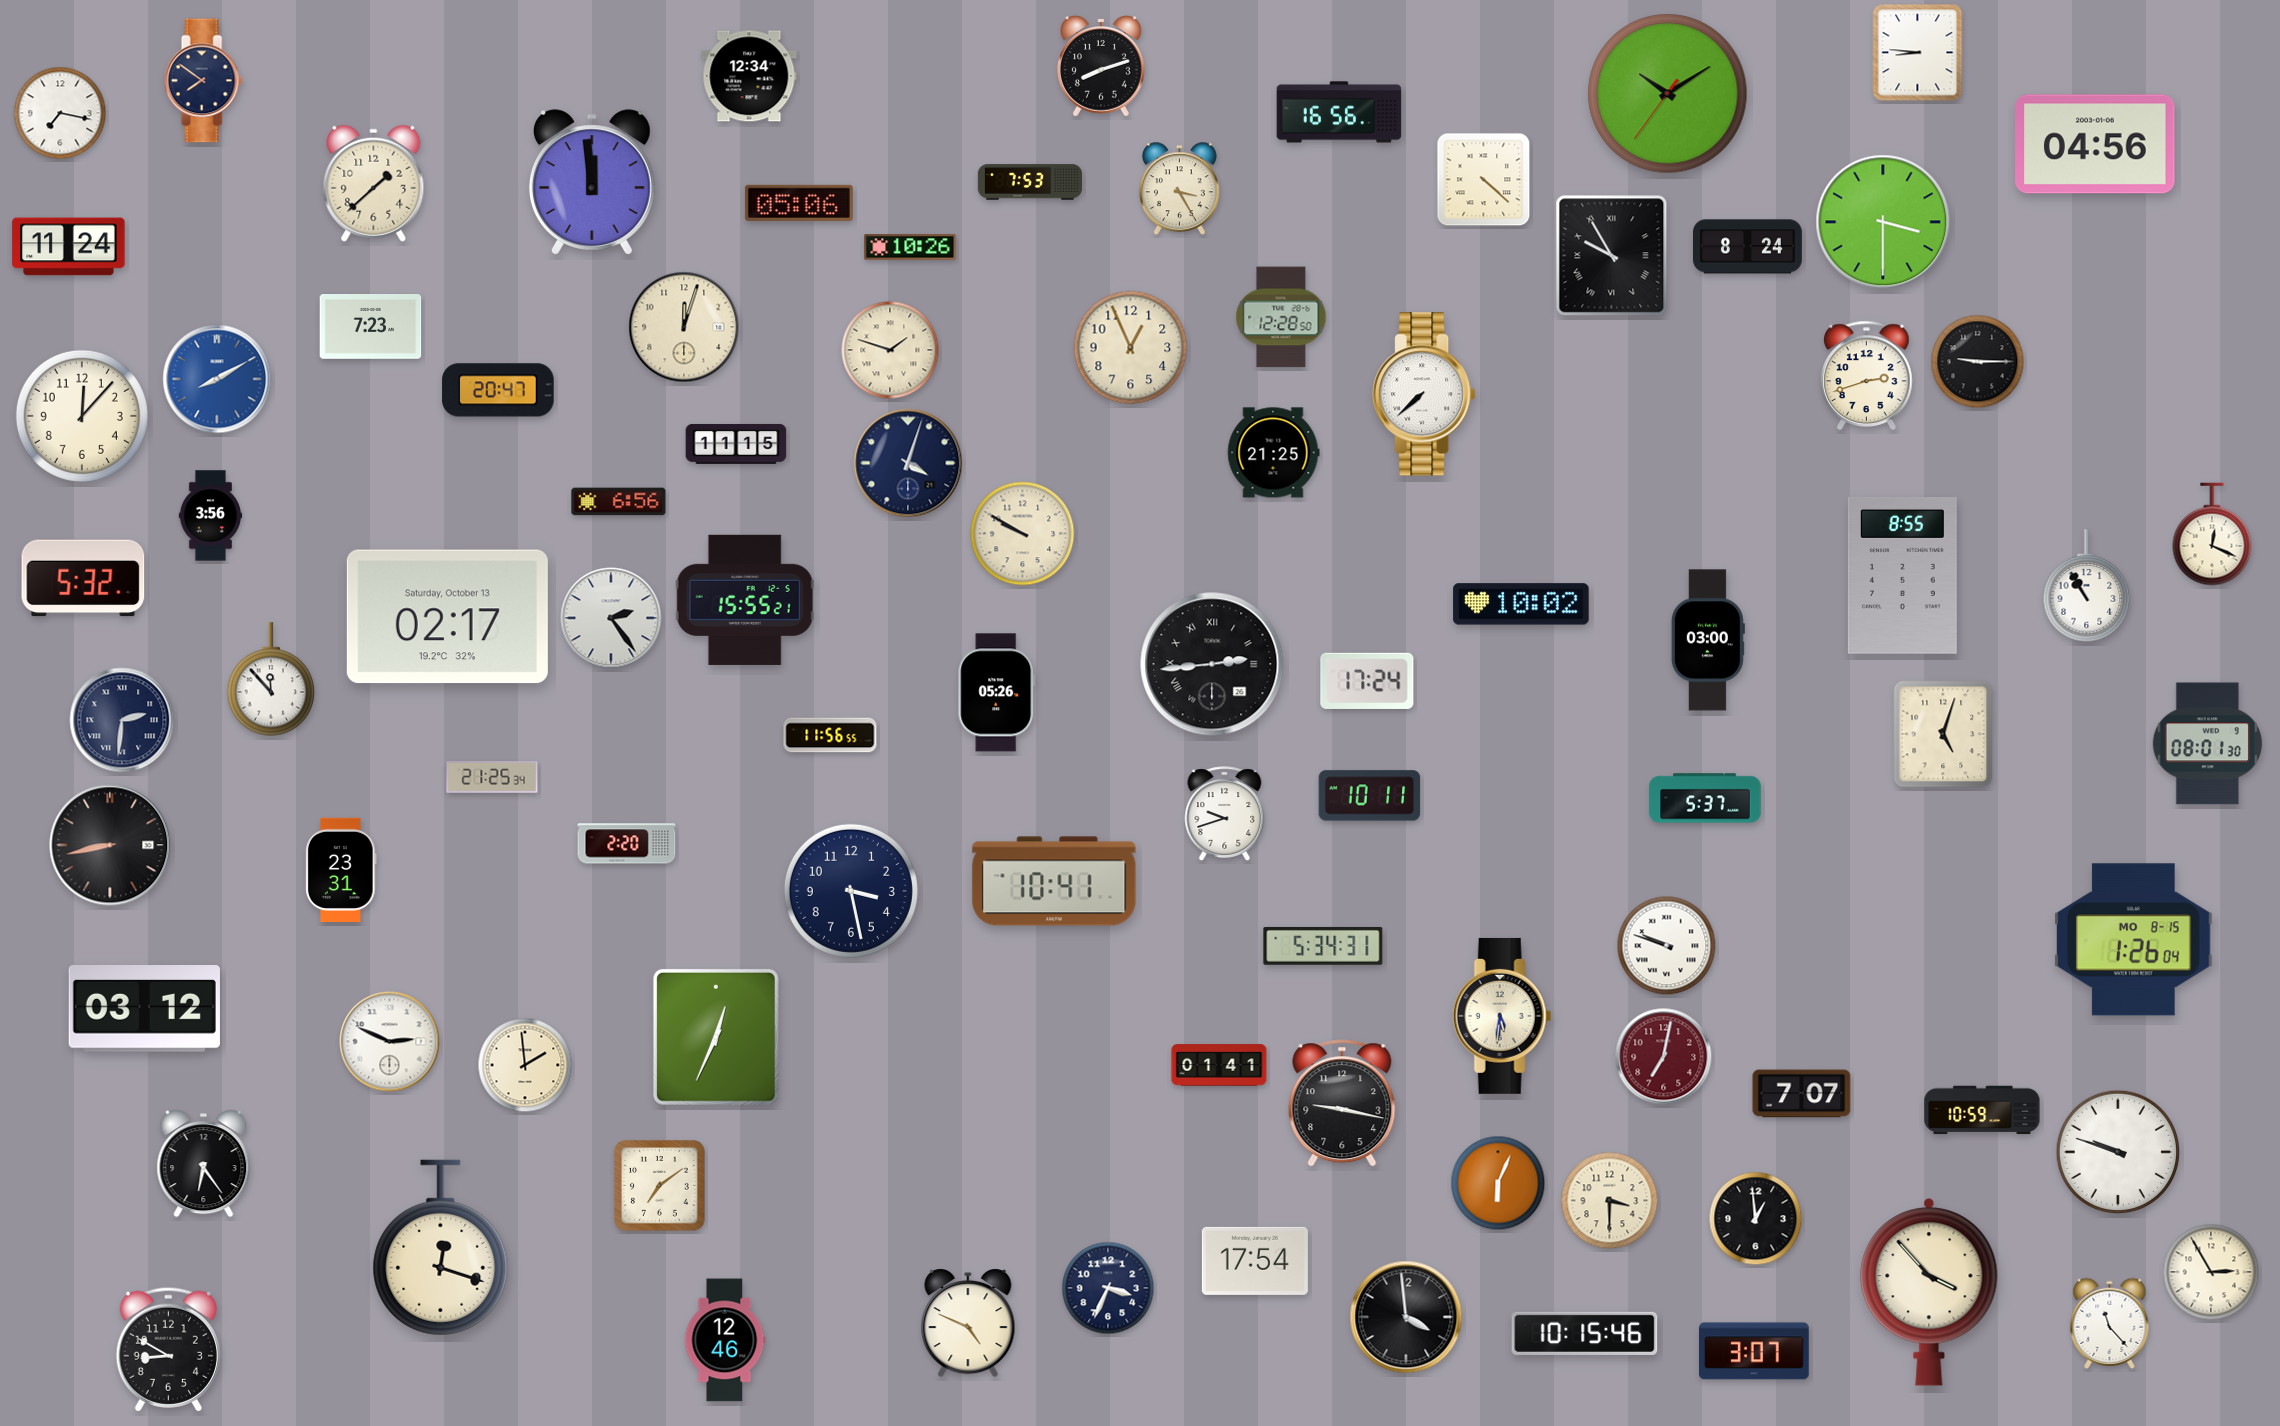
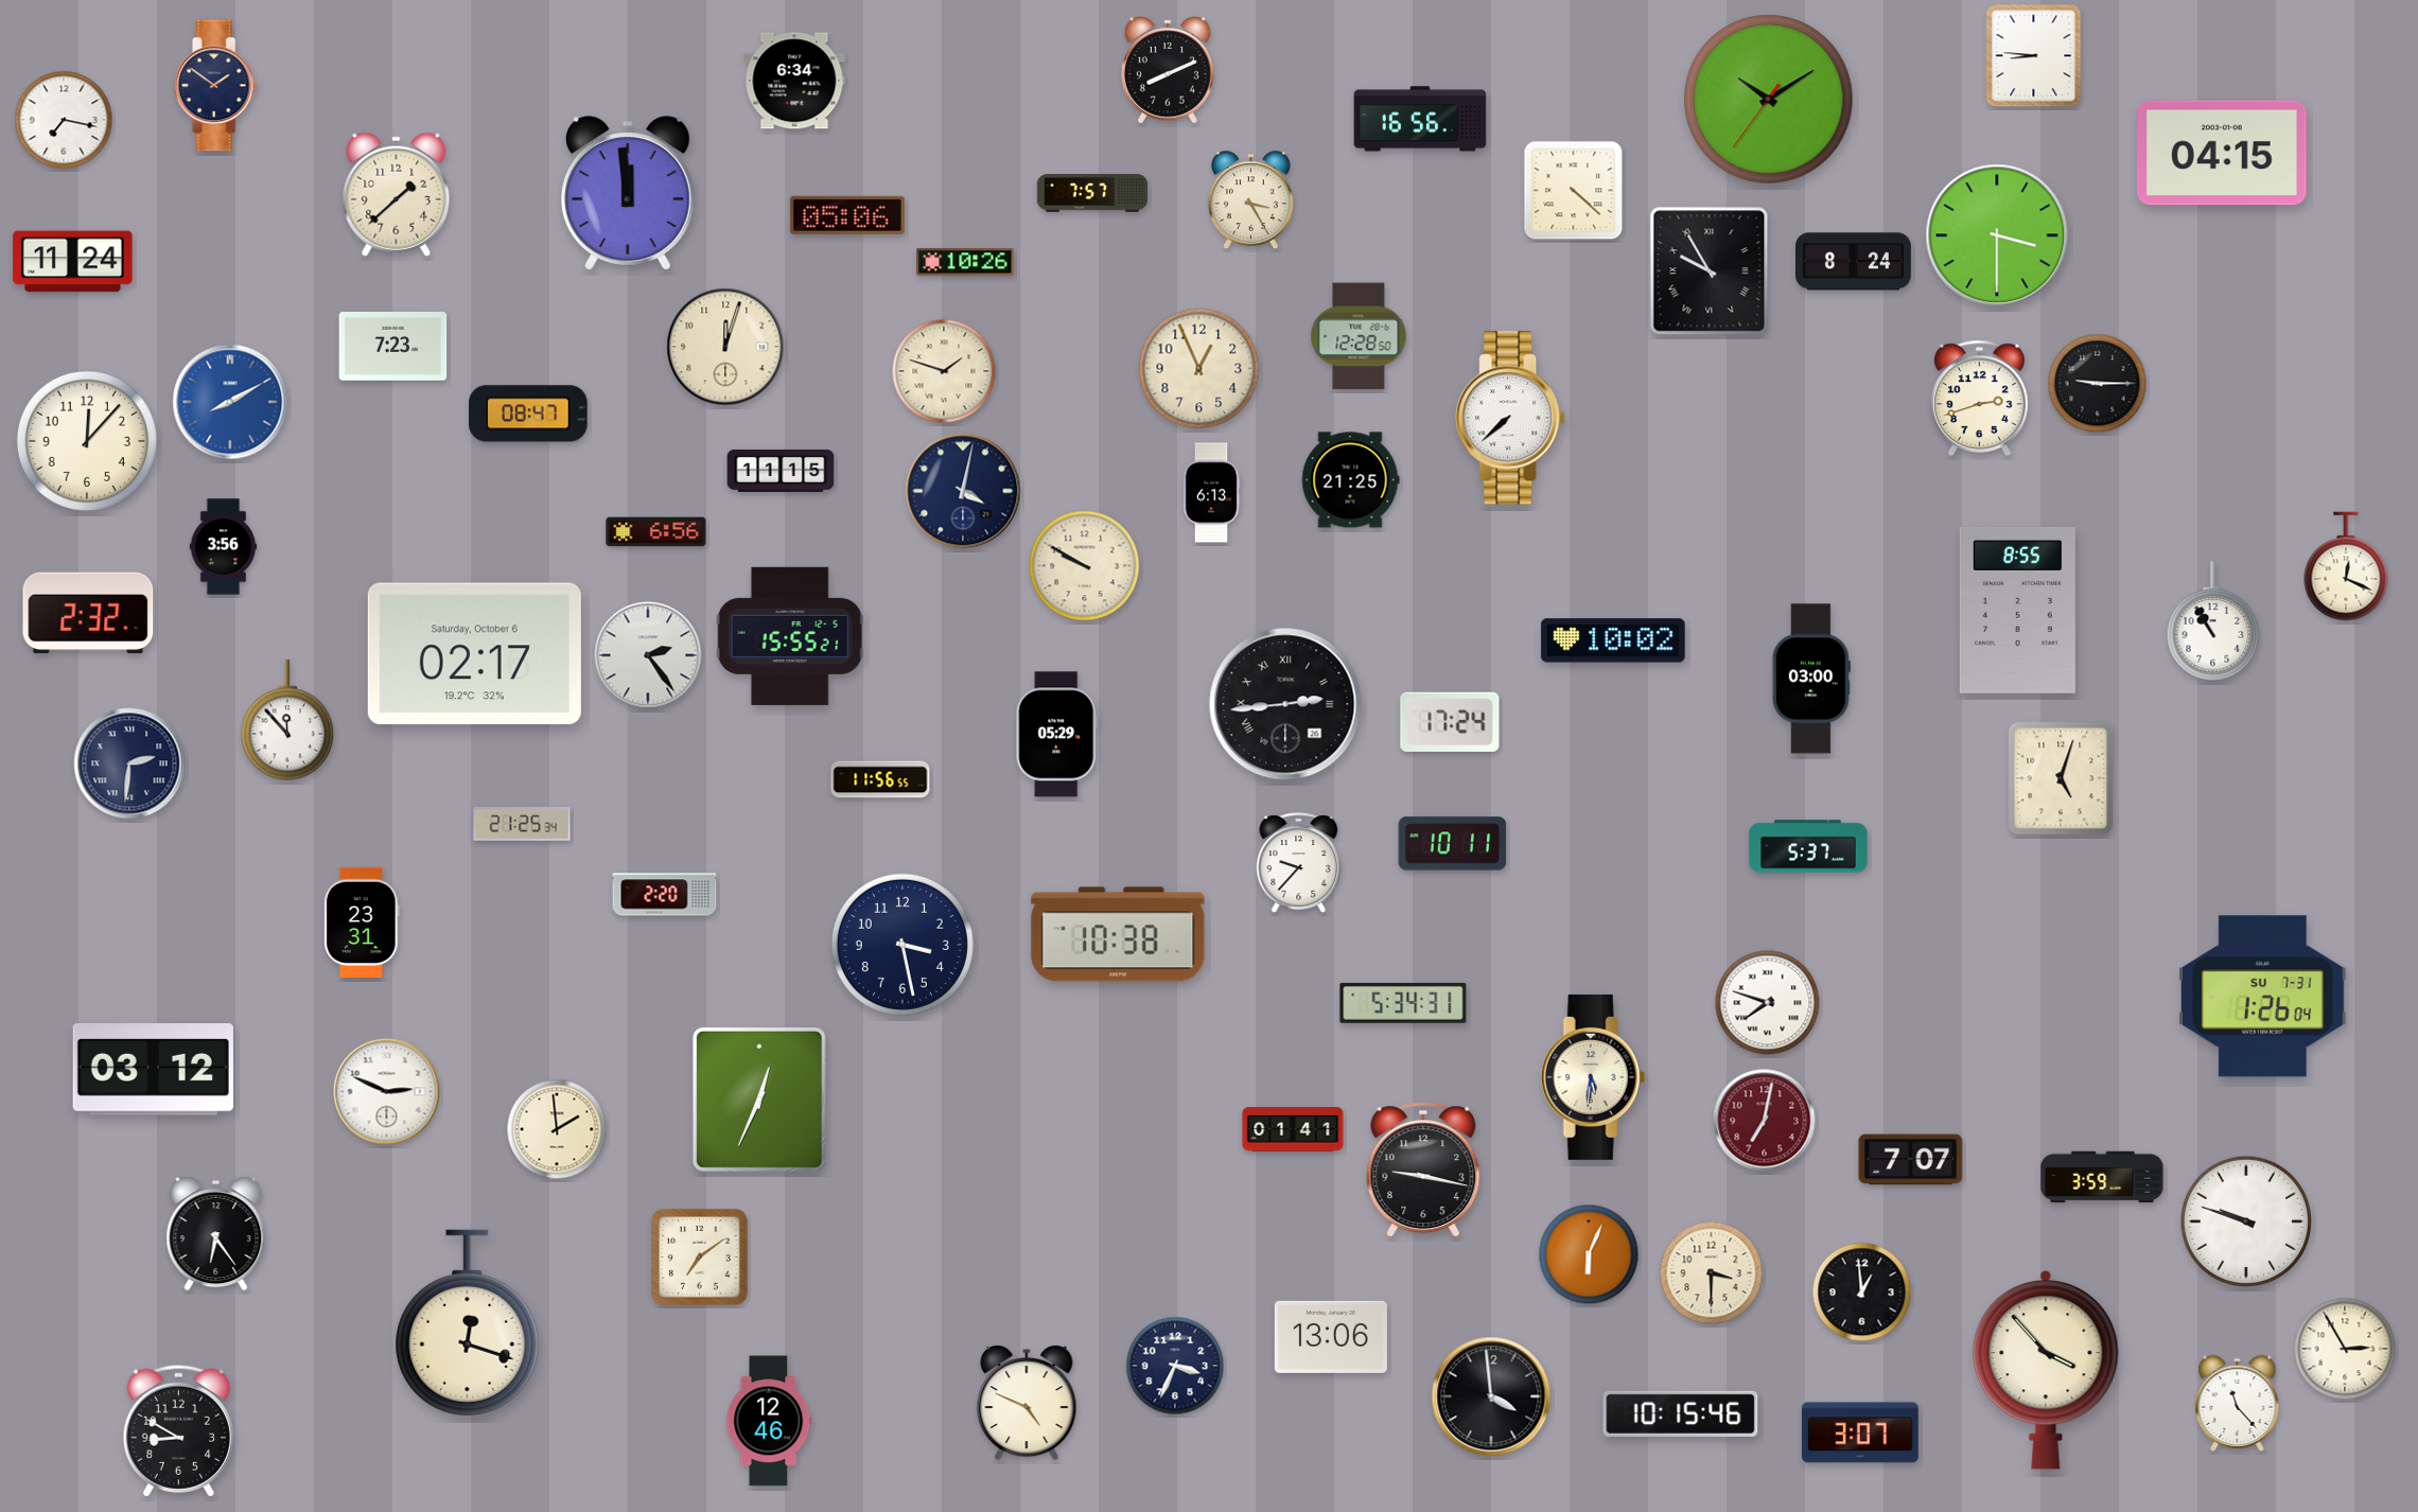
clock at (1102, 66): 8:12 -> 8:11
clock at (749, 76): 12:34 -> 6:34
clock at (203, 81): 7:51 -> 1:51
clock at (2095, 144): 04:56 -> 04:15
clock at (1030, 182): 7:53 -> 7:57
clock at (498, 390): 20:47 -> 08:47
clock at (908, 463): 4:03 -> 4:02
clock at (1211, 493): none -> 6:13
clock at (83, 578): 5:32 -> 2:32
clock at (447, 617) date: Saturday, October 13 -> Saturday, October 6
clock at (997, 693): 05:26 -> 05:29
clock at (2207, 744): 08:01 -> none
clock at (1225, 814): 9:42 -> 9:37
clock at (110, 845): 8:43 -> none
clock at (1054, 881): 10:41 -> 10:38
clock at (2134, 940) date: MO 8-15 -> SU 7-31
clock at (1667, 946): 9:48 -> 7:48
clock at (390, 1042) position: (390, 1042) -> (387, 1092)
clock at (1982, 1110): 10:59 -> 3:59
clock at (1610, 1201) position: (1610, 1201) -> (1712, 1273)
clock at (1255, 1261): 17:54 -> 13:06
